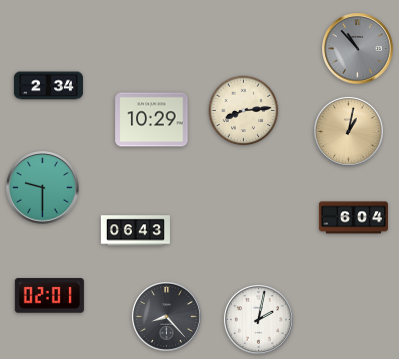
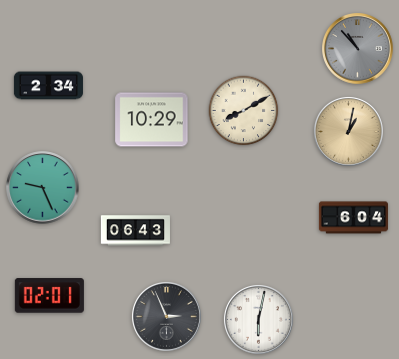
clock at (244, 111): 8:14 -> 8:10
clock at (43, 188): 9:30 -> 9:26
clock at (166, 316): 8:23 -> 2:56
clock at (258, 319): 2:02 -> 6:02
